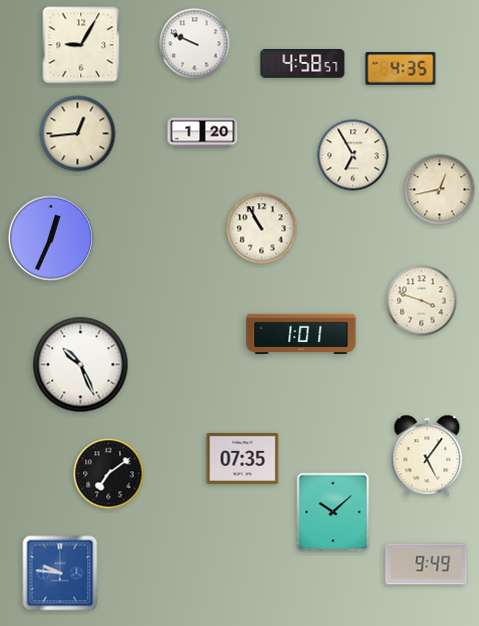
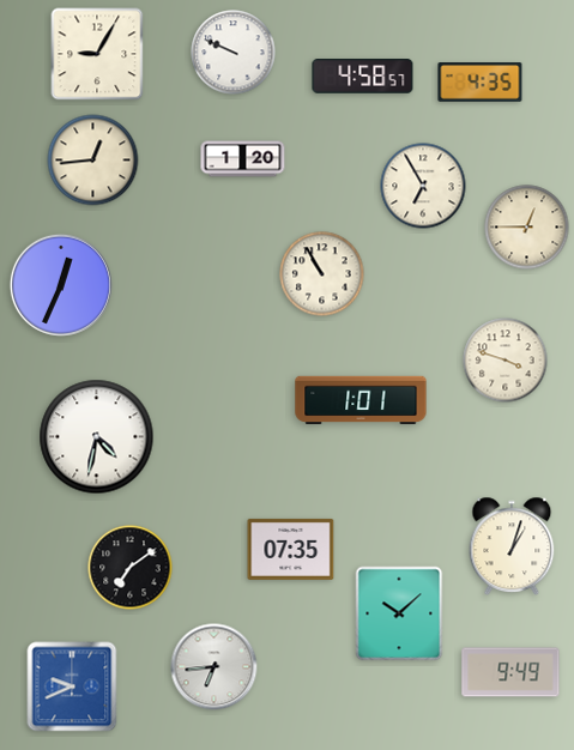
clock at (440, 190): 12:43 -> 12:45
clock at (262, 229) position: (262, 229) -> (322, 274)
clock at (81, 365): 10:26 -> 4:32
clock at (427, 456): 5:06 -> 1:03
clock at (215, 667): none -> 6:44
clock at (426, 564) position: (426, 564) -> (510, 672)
clock at (60, 573): 9:46 -> 9:41
